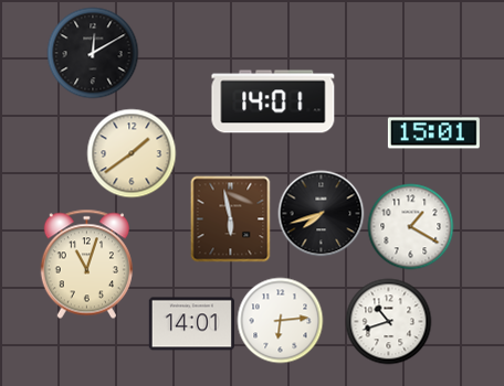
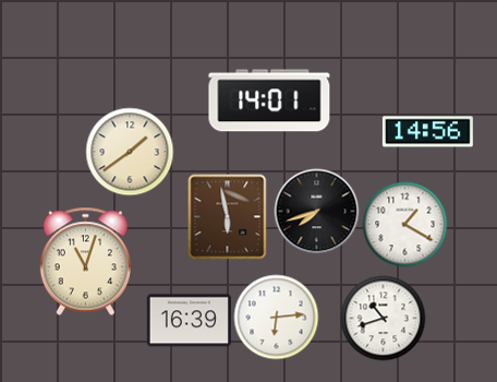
clock at (93, 53): 12:10 -> none
clock at (433, 133): 15:01 -> 14:56
clock at (191, 324): 14:01 -> 16:39
